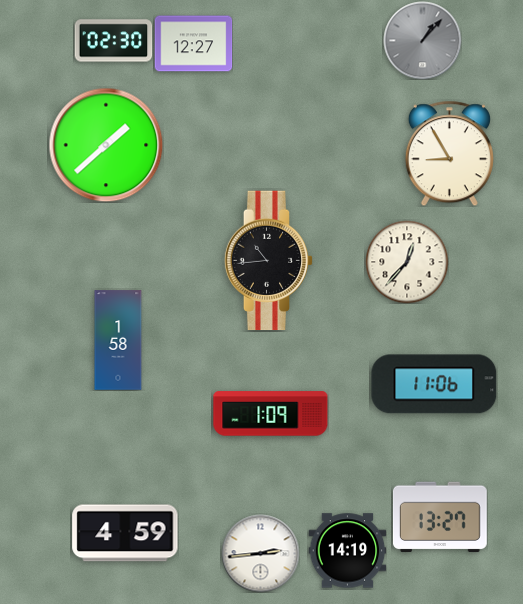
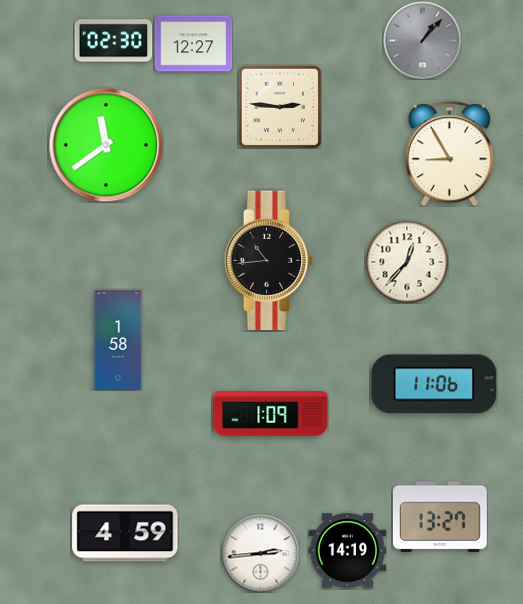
clock at (280, 107): none -> 2:46
clock at (106, 145): 1:38 -> 11:39
